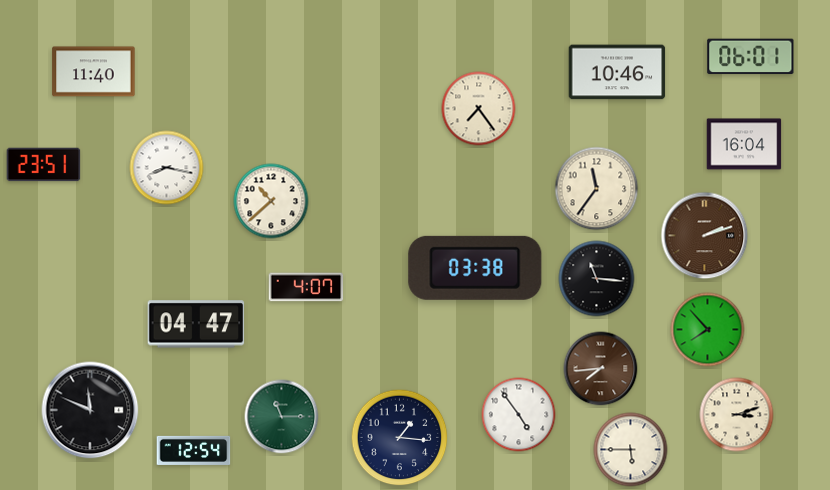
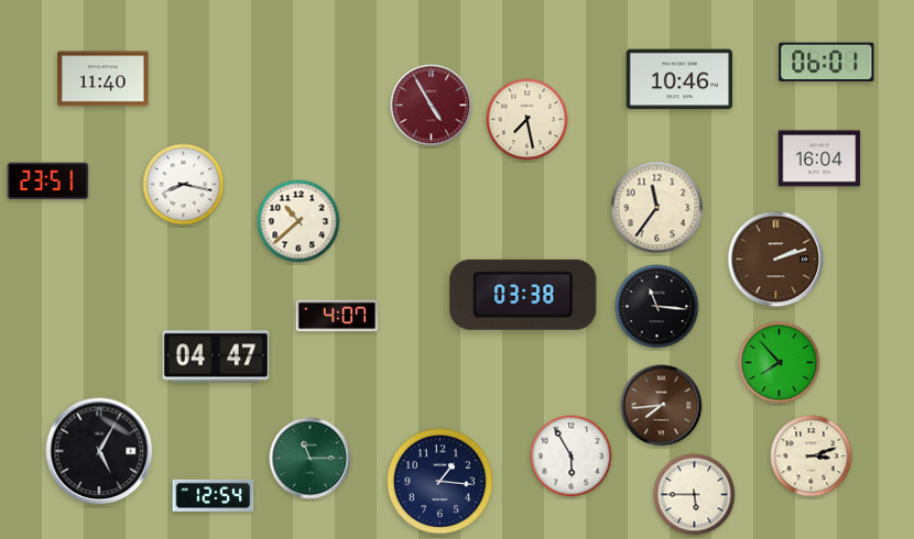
clock at (432, 106): none -> 4:55
clock at (479, 109): 7:24 -> 7:28
clock at (90, 410): 11:49 -> 5:05
clock at (519, 415): 4:54 -> 5:55
